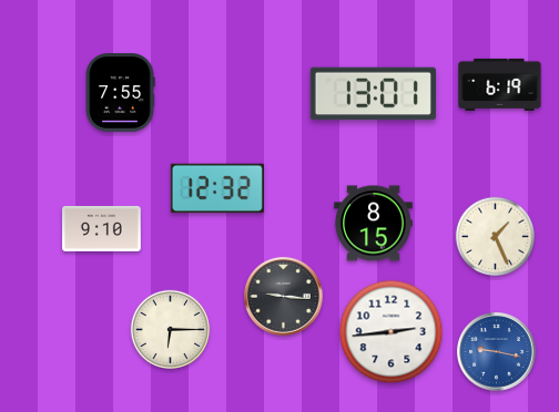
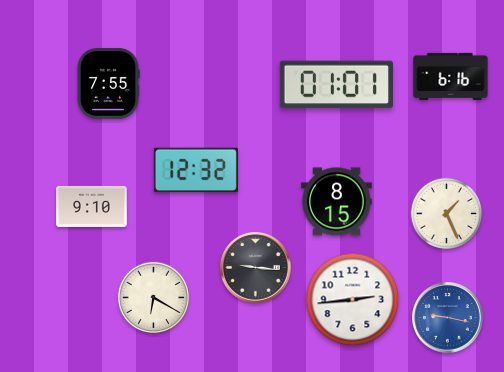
clock at (500, 84): 6:19 -> 6:16
clock at (373, 94): 13:01 -> 01:01
clock at (171, 330): 6:15 -> 6:20
